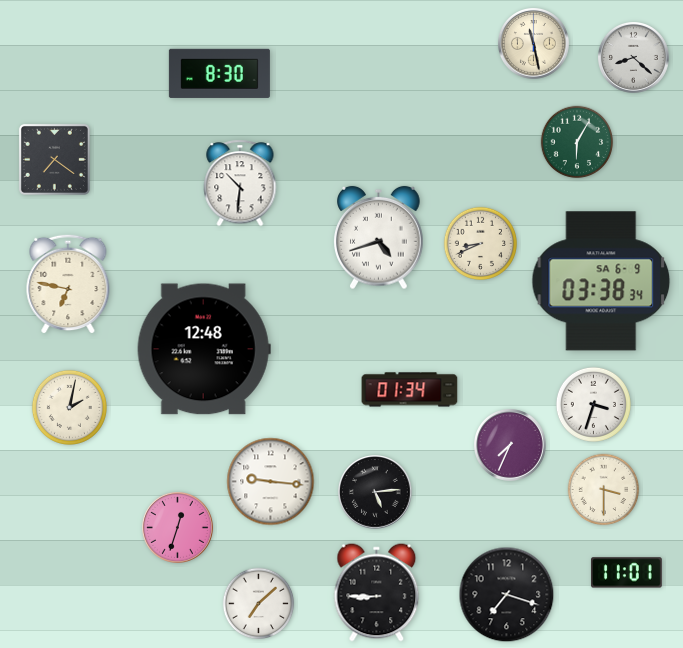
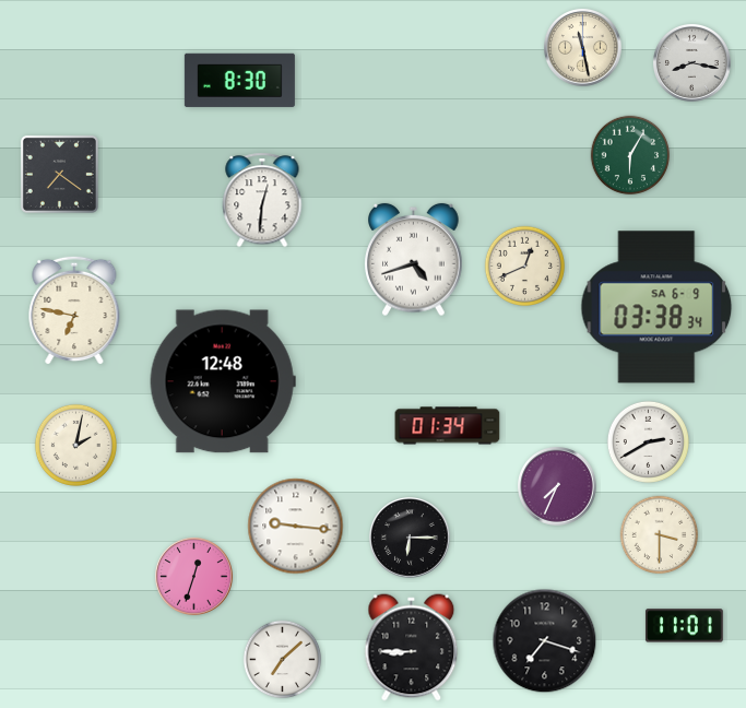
clock at (633, 57): 8:22 -> 8:17
clock at (240, 183): 10:31 -> 12:31
clock at (480, 243): 8:41 -> 12:41
clock at (593, 404): 3:33 -> 2:40
clock at (375, 492): 5:14 -> 6:15
clock at (507, 595) position: (507, 595) -> (545, 641)
